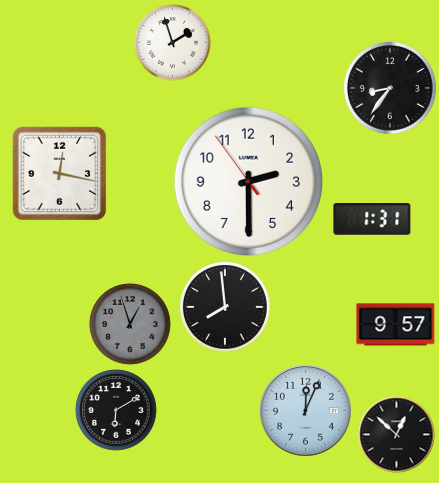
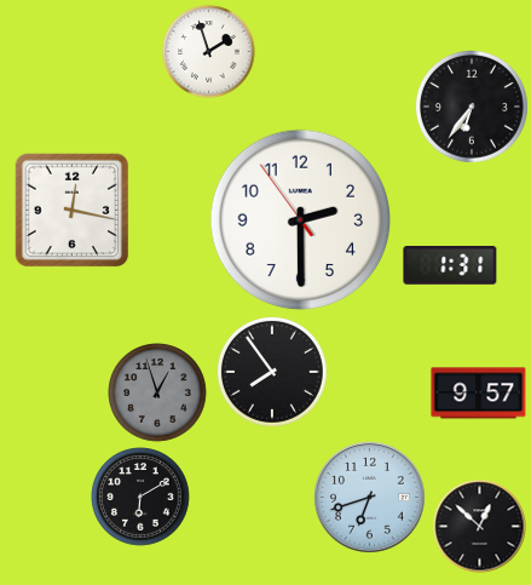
clock at (390, 88): 8:36 -> 6:36
clock at (225, 307): 7:59 -> 7:54
clock at (305, 410): 12:04 -> 6:42
